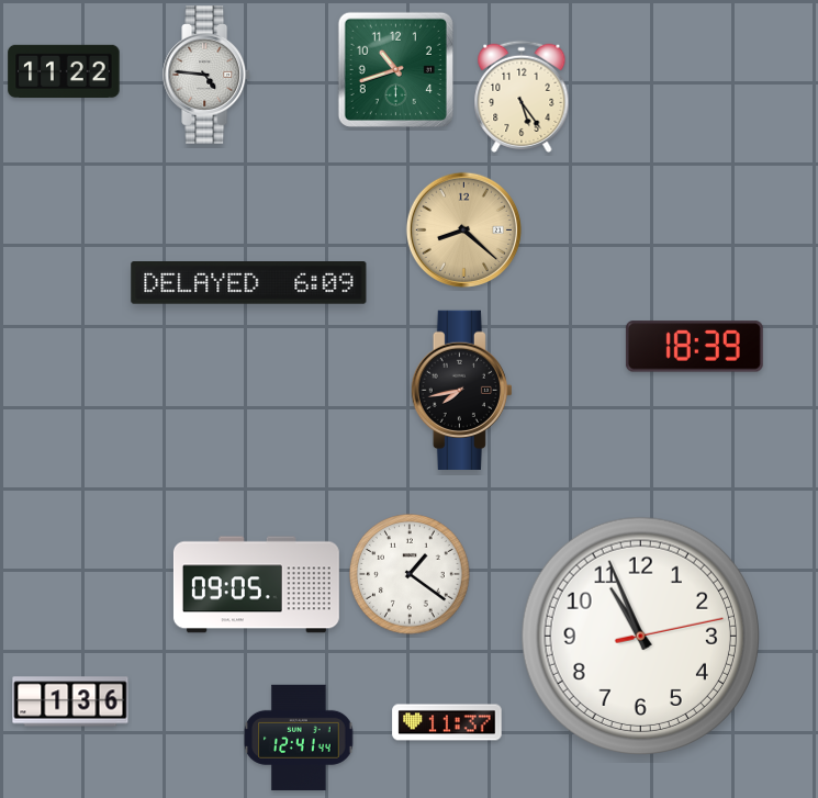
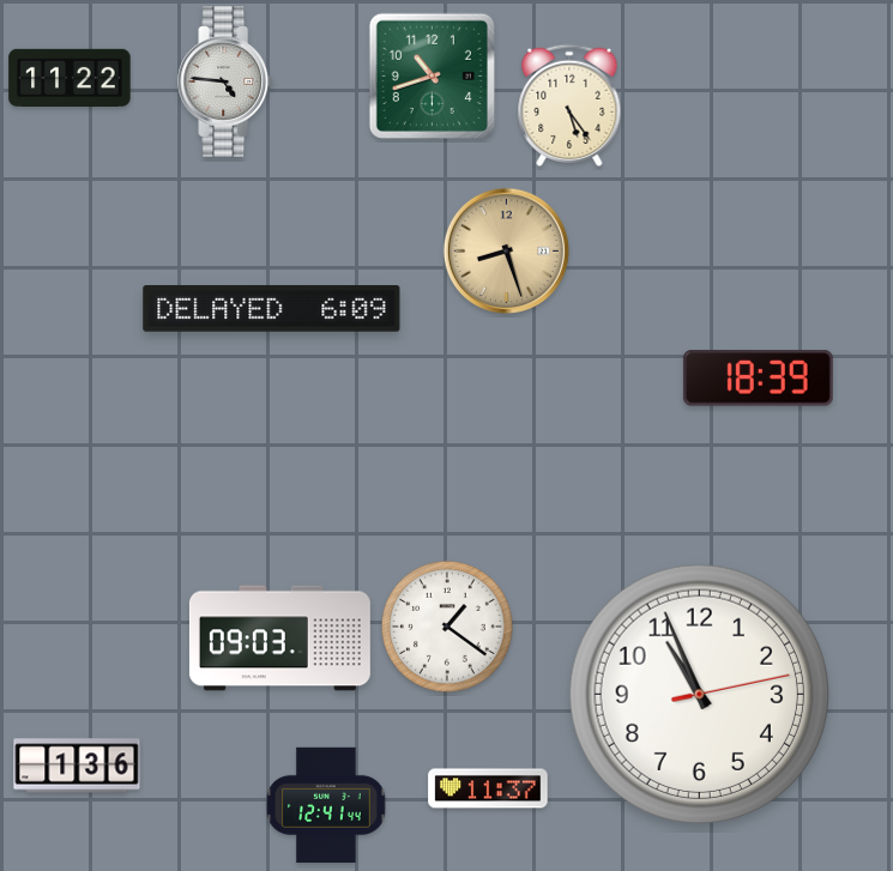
clock at (463, 229): 8:22 -> 8:27
clock at (461, 390): 7:43 -> none
clock at (256, 585): 09:05 -> 09:03
